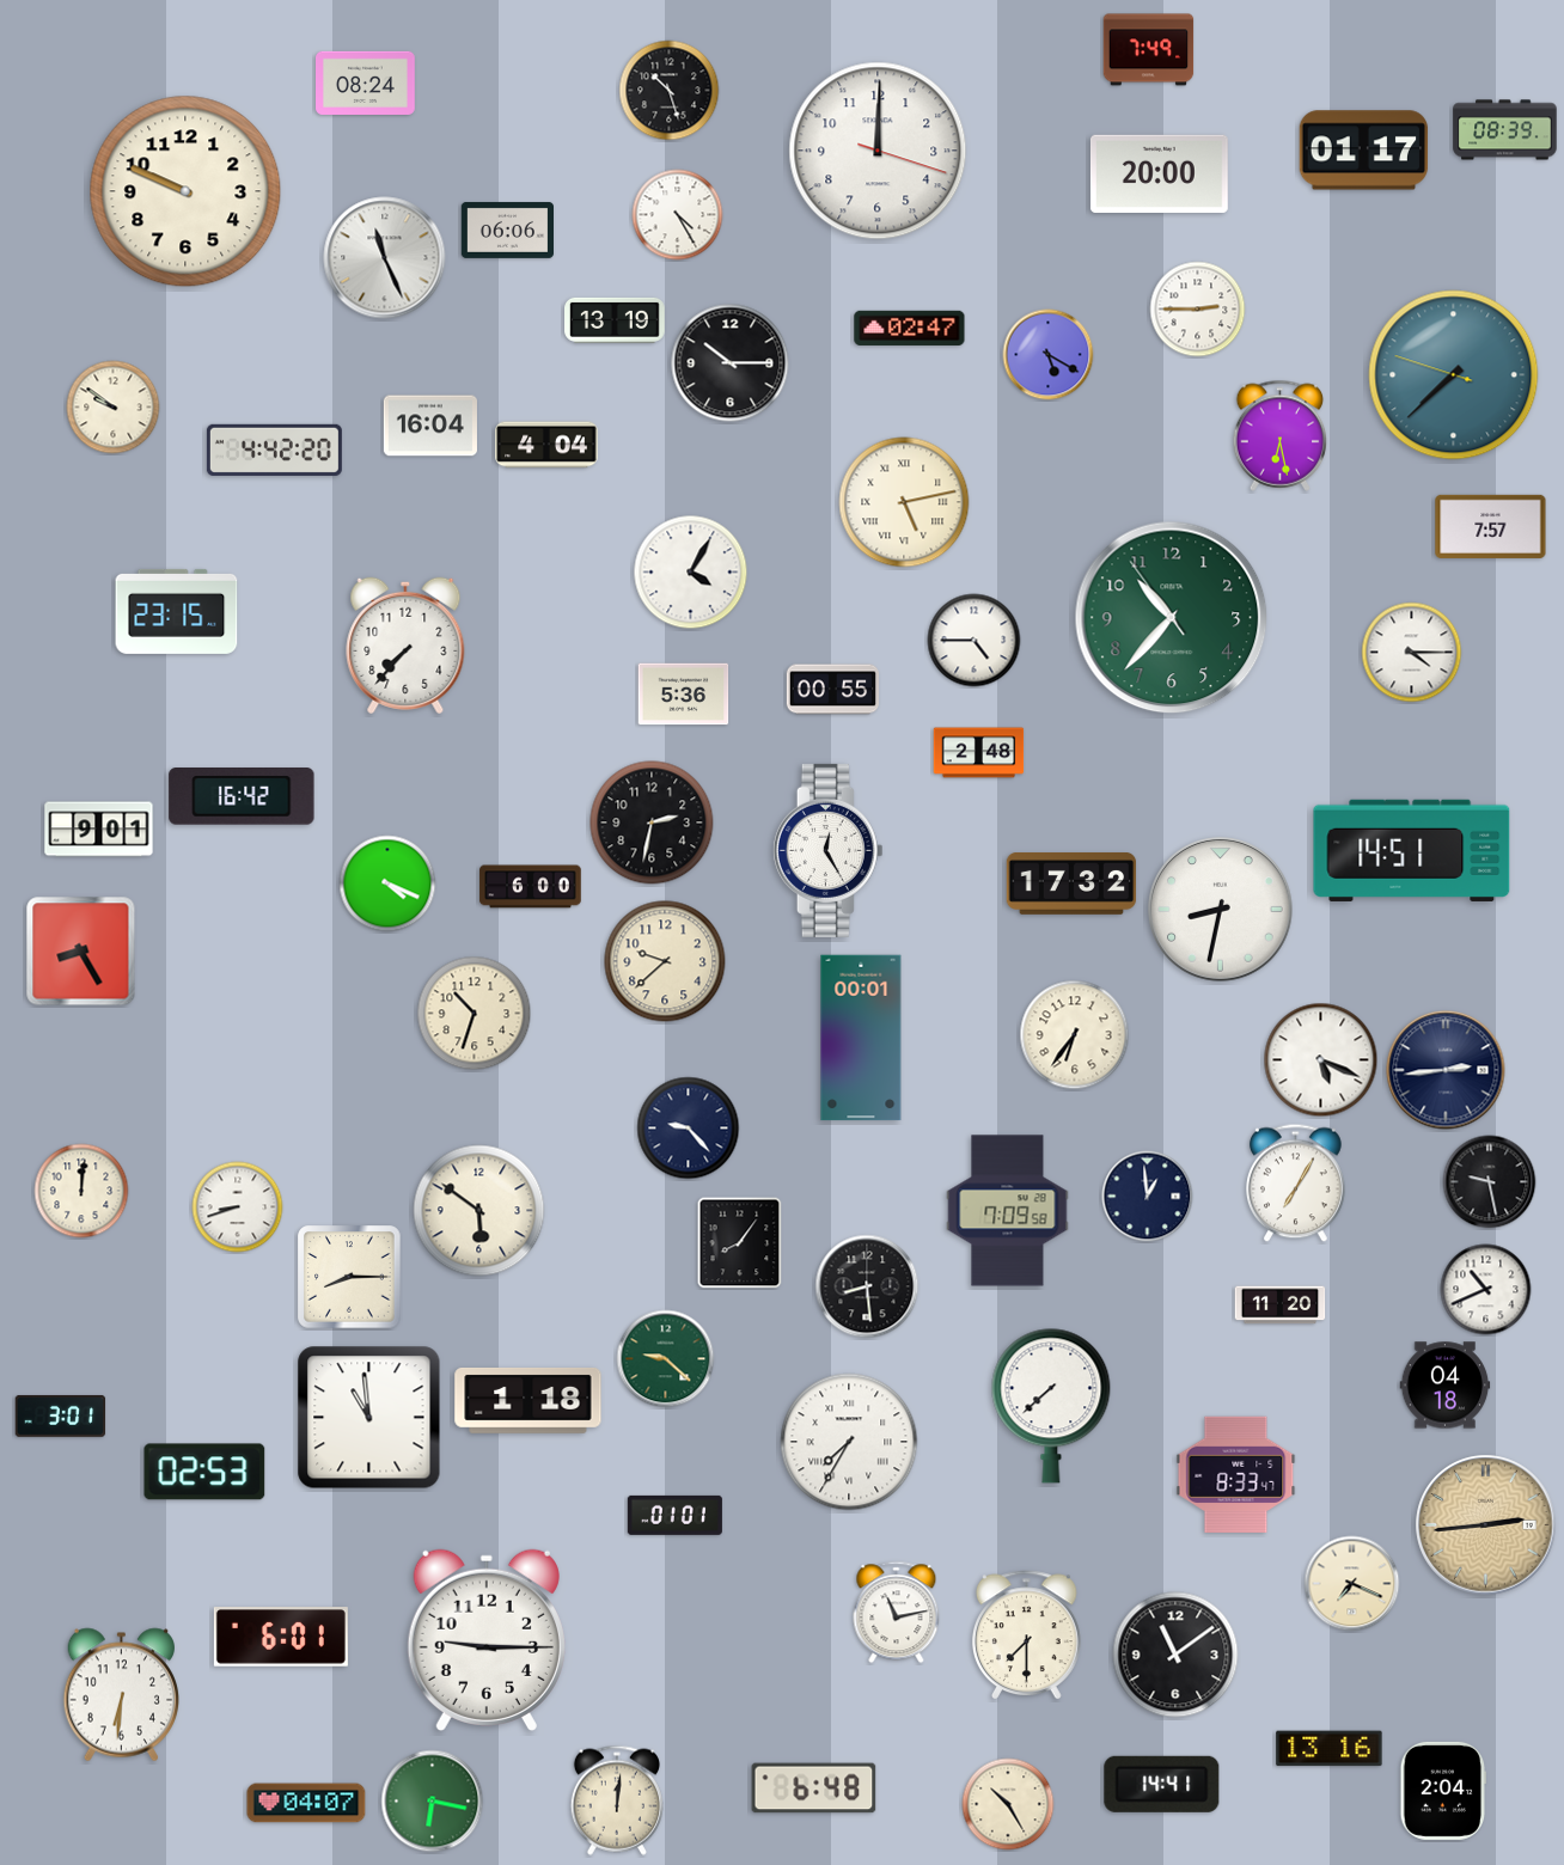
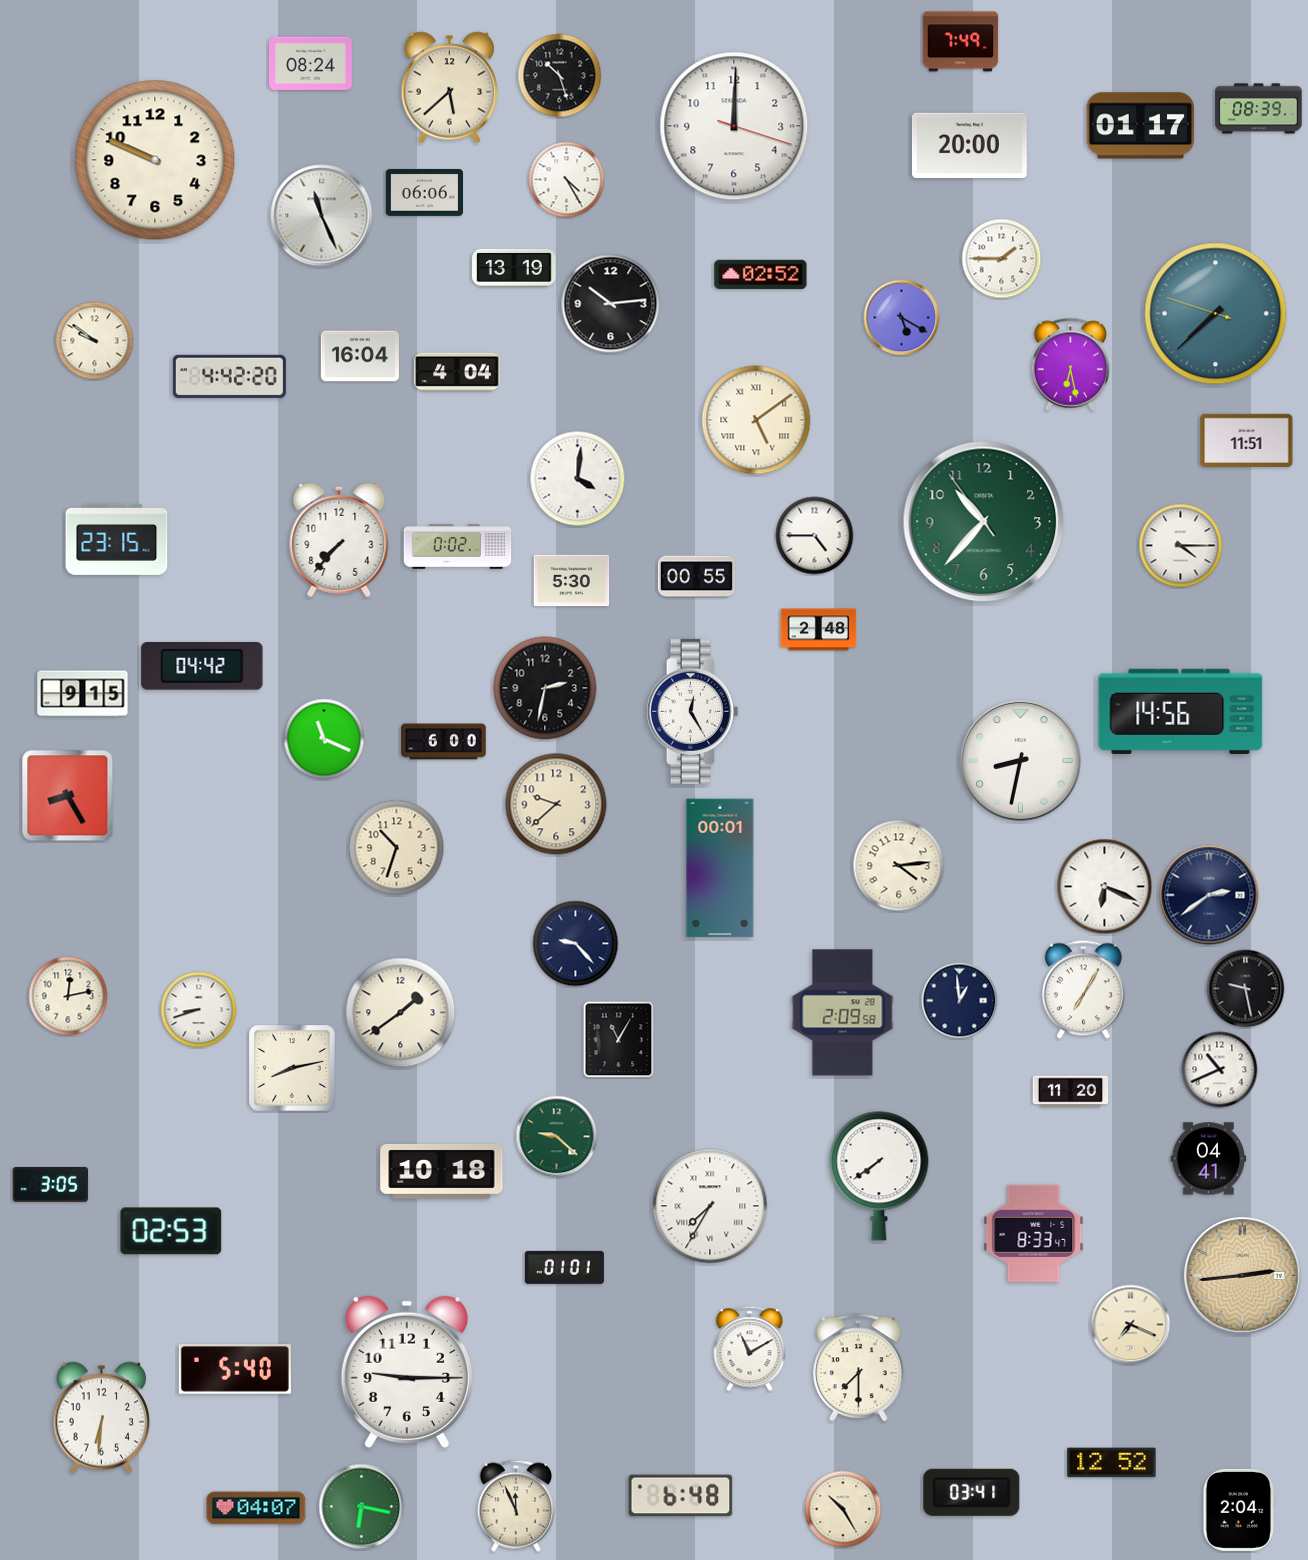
clock at (366, 82) position: (366, 82) -> (311, 63)
clock at (449, 88): none -> 5:38
clock at (1198, 310): 2:45 -> 1:45
clock at (910, 328): 02:47 -> 02:52
clock at (1049, 355) position: (1049, 355) -> (902, 318)
clock at (731, 363): 10:15 -> 10:14
clock at (904, 502): 5:13 -> 5:09
clock at (1491, 526): 7:57 -> 11:51
clock at (691, 573): 4:05 -> 4:01
clock at (177, 611) position: (177, 611) -> (117, 539)
clock at (1172, 618) position: (1172, 618) -> (984, 522)
clock at (458, 547): none -> 0:02
clock at (684, 695): 5:36 -> 5:30
clock at (242, 796): 16:42 -> 04:42
clock at (99, 830): 9:01 -> 9:15
clock at (1412, 850): 14:51 -> 14:56
clock at (387, 883): 4:19 -> 11:19
clock at (1071, 885): 17:32 -> none
clock at (1075, 1035): 6:36 -> 4:14
clock at (1321, 1060): 5:19 -> 6:19
clock at (1446, 1070): 2:44 -> 2:39
clock at (81, 1191): 12:01 -> 12:13
clock at (479, 1211): 5:51 -> 1:39
clock at (1008, 1211): 7:09 -> 2:09
clock at (740, 1243): 8:06 -> 11:05
clock at (349, 1277): 8:15 -> 8:13
clock at (867, 1286): 8:29 -> none
clock at (1486, 1290) position: (1486, 1290) -> (1220, 1070)
clock at (1446, 1386): 04:18 -> 04:41
clock at (529, 1401): 1:18 -> 10:18
clock at (1051, 1406): 7:38 -> 7:39
clock at (61, 1415): 3:01 -> 3:05
clock at (369, 1418): 10:59 -> none
clock at (897, 1613): 11:13 -> 11:10
clock at (281, 1637): 6:01 -> 5:40
clock at (1175, 1655): 11:09 -> none
clock at (1330, 1749): 13:16 -> 12:52
clock at (1162, 1784): 14:41 -> 03:41
clock at (1443, 1791) position: (1443, 1791) -> (1239, 1510)
clock at (617, 1800): 12:01 -> 11:56
